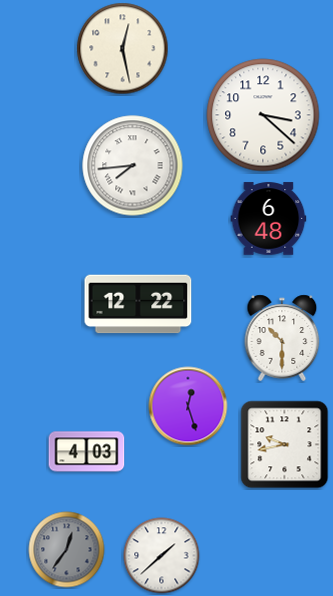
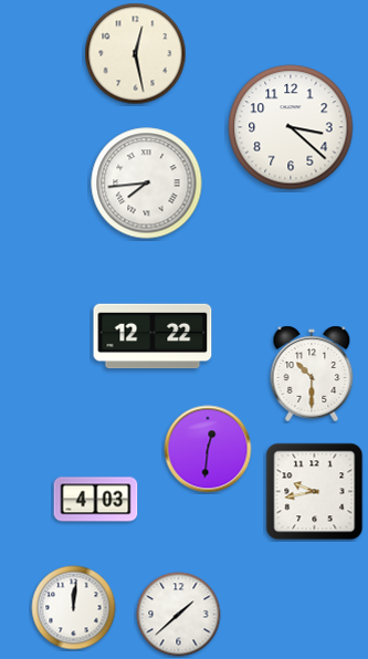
clock at (269, 219): 6:48 -> none
clock at (188, 406): 12:27 -> 12:31
clock at (67, 550): 12:36 -> 12:01
clock at (67, 550) dial: grey -> white
